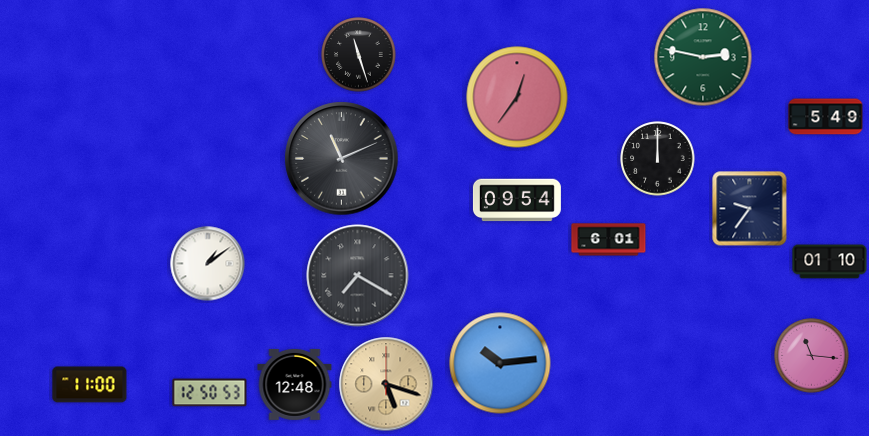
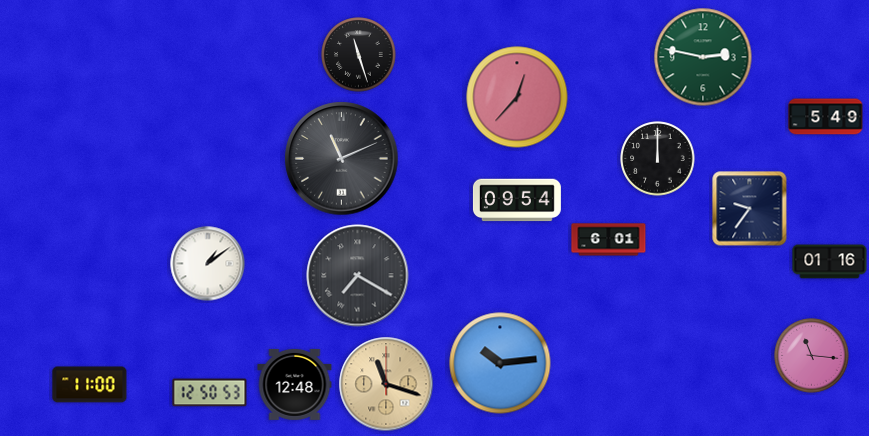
clock at (517, 97): 12:36 -> 12:37
clock at (830, 262): 01:10 -> 01:16
clock at (386, 384): 5:18 -> 11:18
